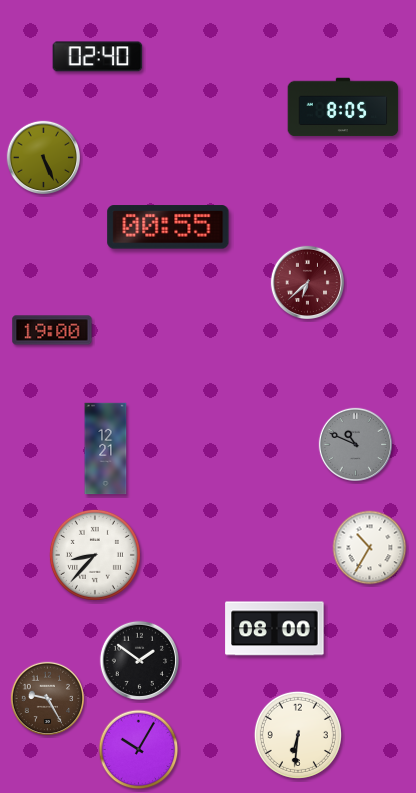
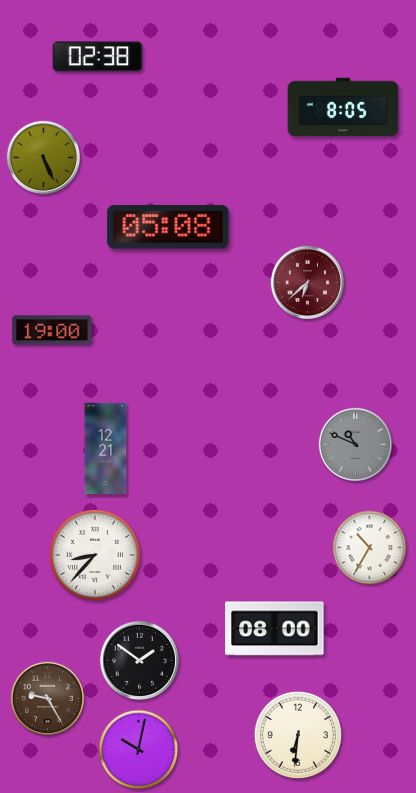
clock at (98, 57): 02:40 -> 02:38
clock at (168, 227): 00:55 -> 05:08
clock at (139, 750): 10:05 -> 10:02
